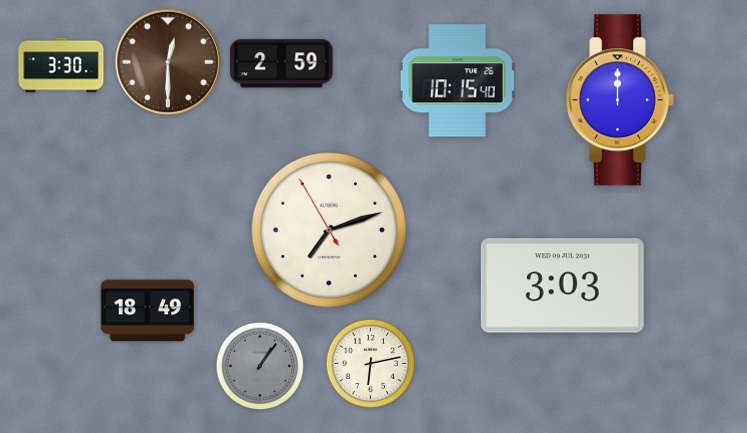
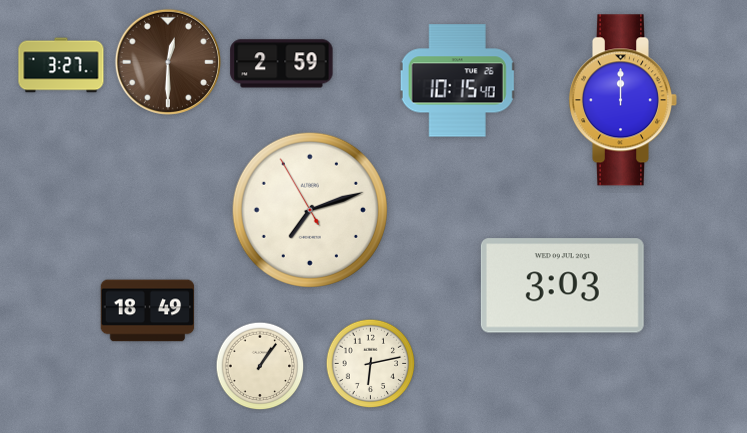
clock at (61, 65): 3:30 -> 3:27
clock at (620, 100) position: (620, 100) -> (623, 100)
clock at (329, 230) position: (329, 230) -> (310, 210)
clock at (260, 366) dial: grey -> cream
